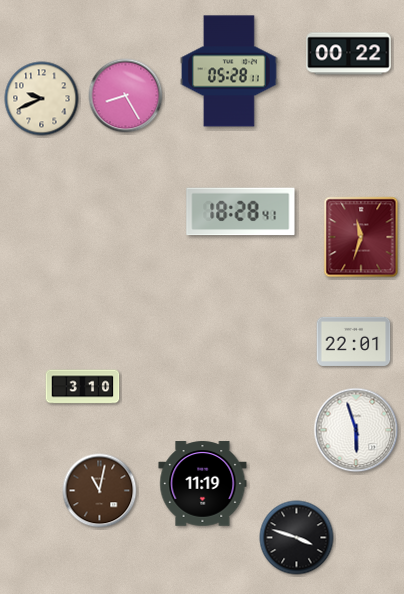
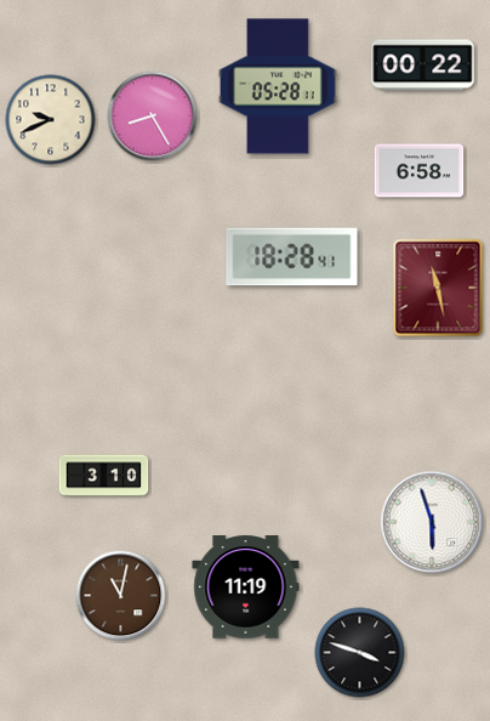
clock at (420, 171): none -> 6:58
clock at (361, 237): 11:33 -> 11:28
clock at (354, 341): 22:01 -> none
clock at (83, 387) position: (83, 387) -> (104, 476)
